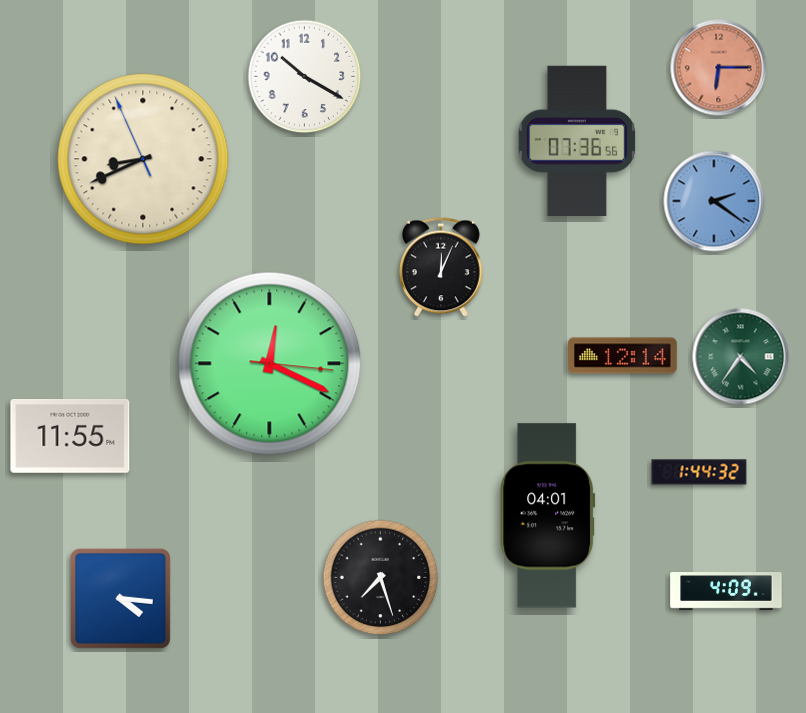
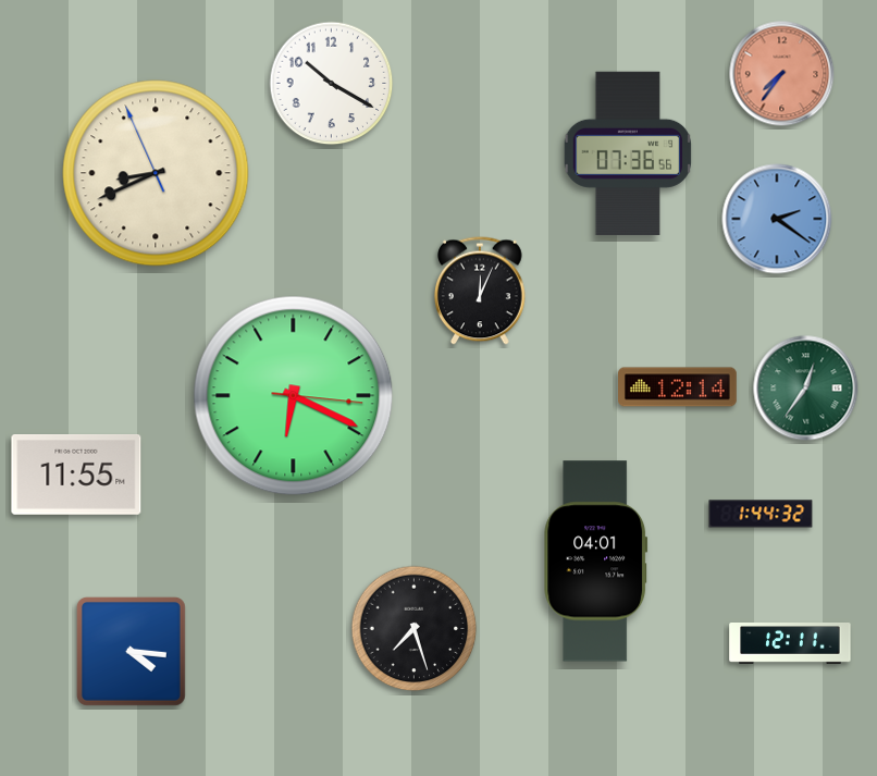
clock at (719, 68): 6:15 -> 7:36
clock at (741, 357): 4:36 -> 12:36
clock at (270, 364): 12:19 -> 6:19
clock at (726, 592): 4:09 -> 12:11
